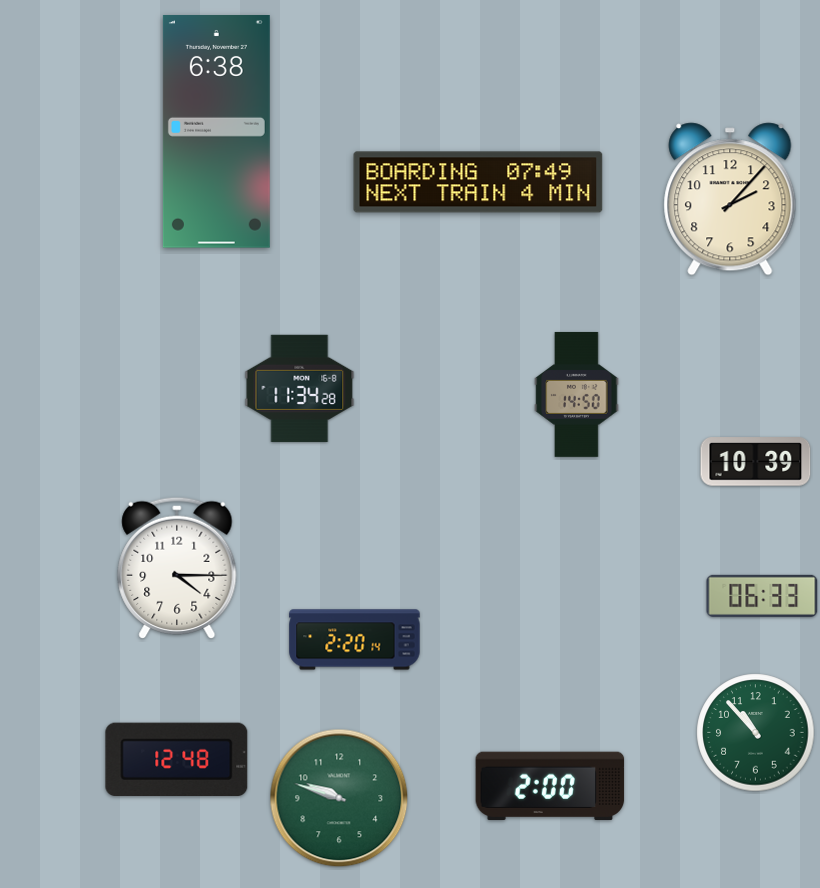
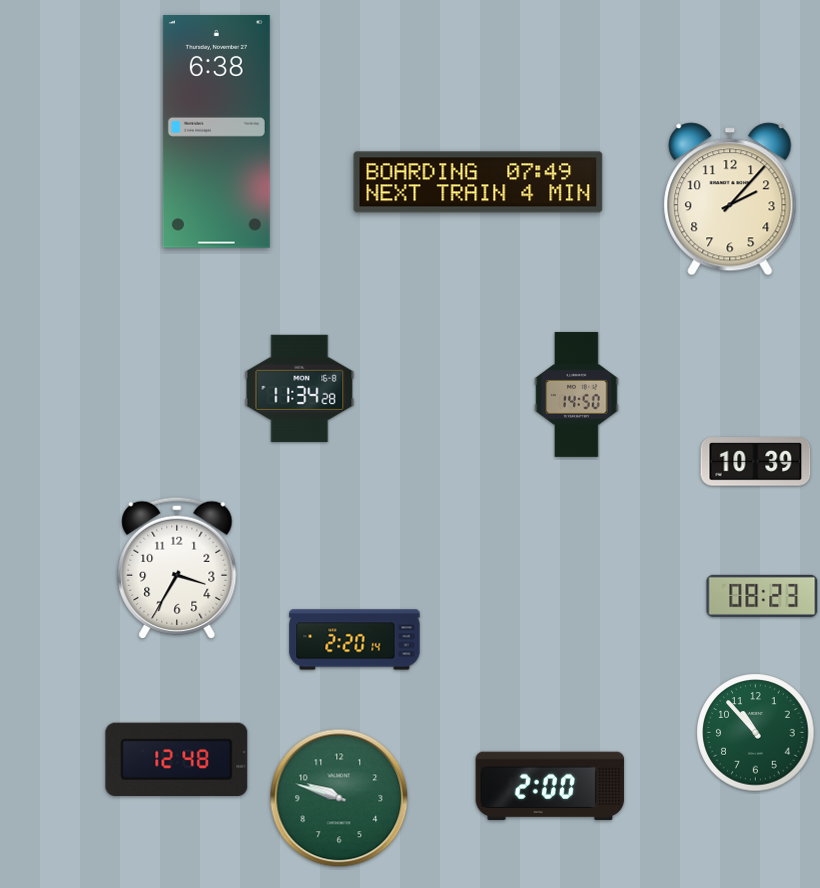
clock at (177, 567): 4:15 -> 3:35
clock at (762, 596): 06:33 -> 08:23
